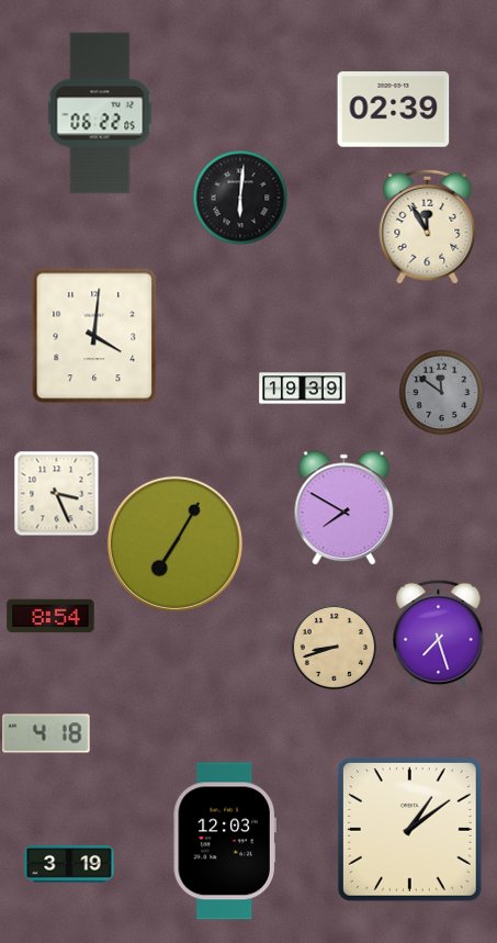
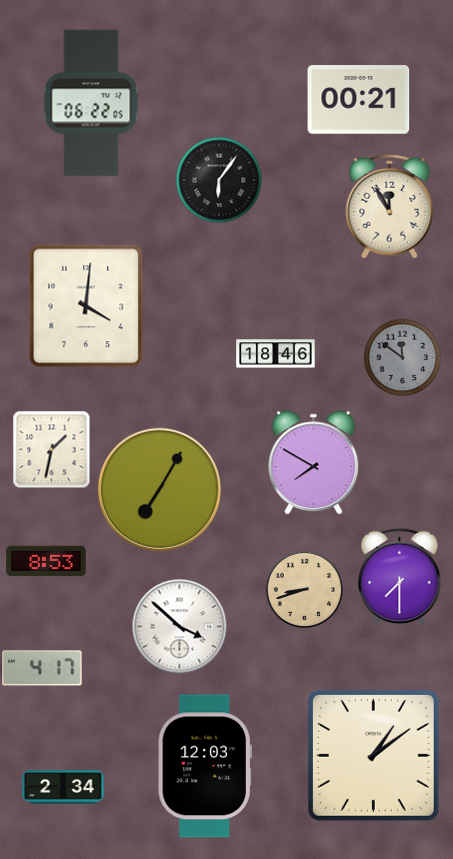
clock at (394, 110): 02:39 -> 00:21
clock at (240, 198): 6:01 -> 6:06
clock at (303, 389): 19:39 -> 18:46
clock at (56, 493): 3:26 -> 1:32
clock at (174, 543) position: (174, 543) -> (159, 489)
clock at (50, 616): 8:54 -> 8:53
clock at (439, 633): 7:27 -> 7:30
clock at (179, 626): none -> 3:52
clock at (46, 733): 4:18 -> 4:17
clock at (69, 864): 3:19 -> 2:34
